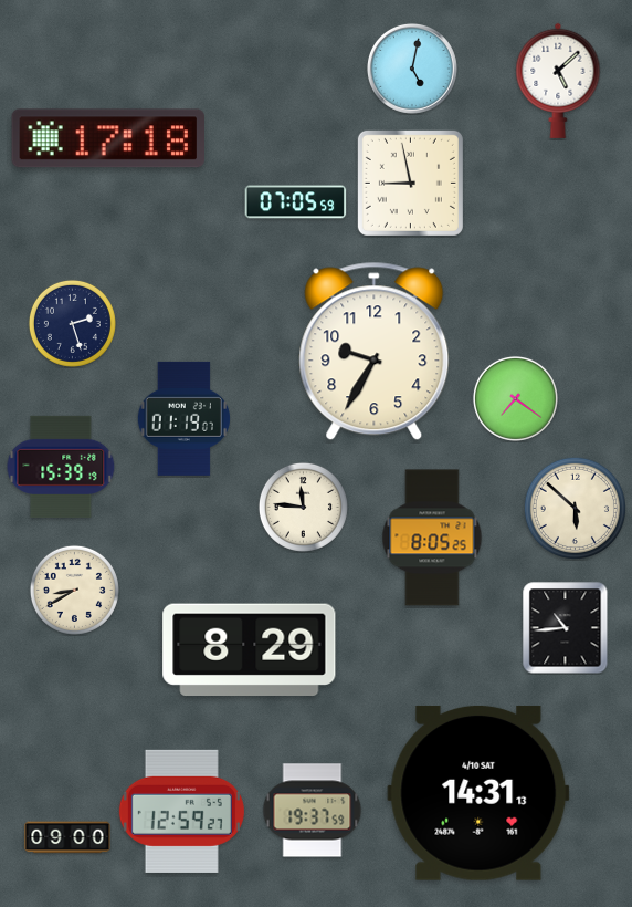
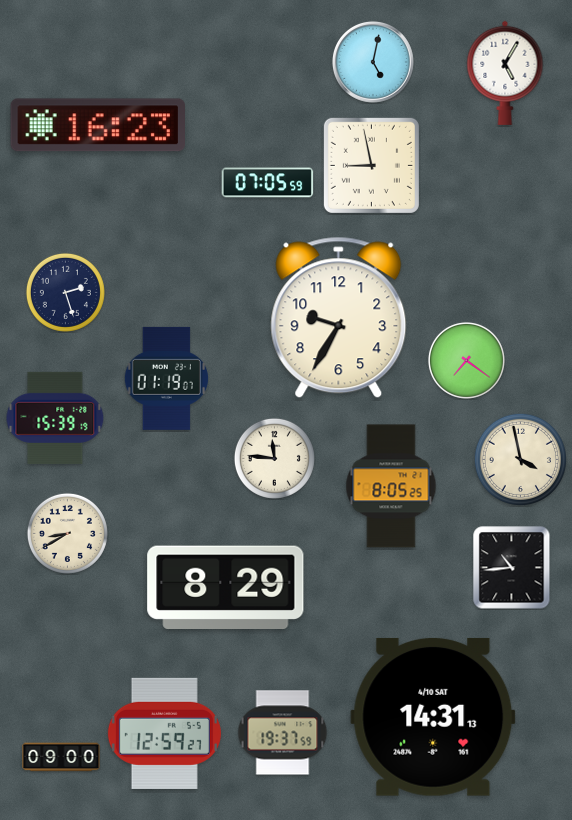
clock at (558, 81): 5:08 -> 5:05
clock at (107, 138): 17:18 -> 16:23
clock at (61, 467) position: (61, 467) -> (55, 418)
clock at (575, 508): 5:52 -> 3:58
